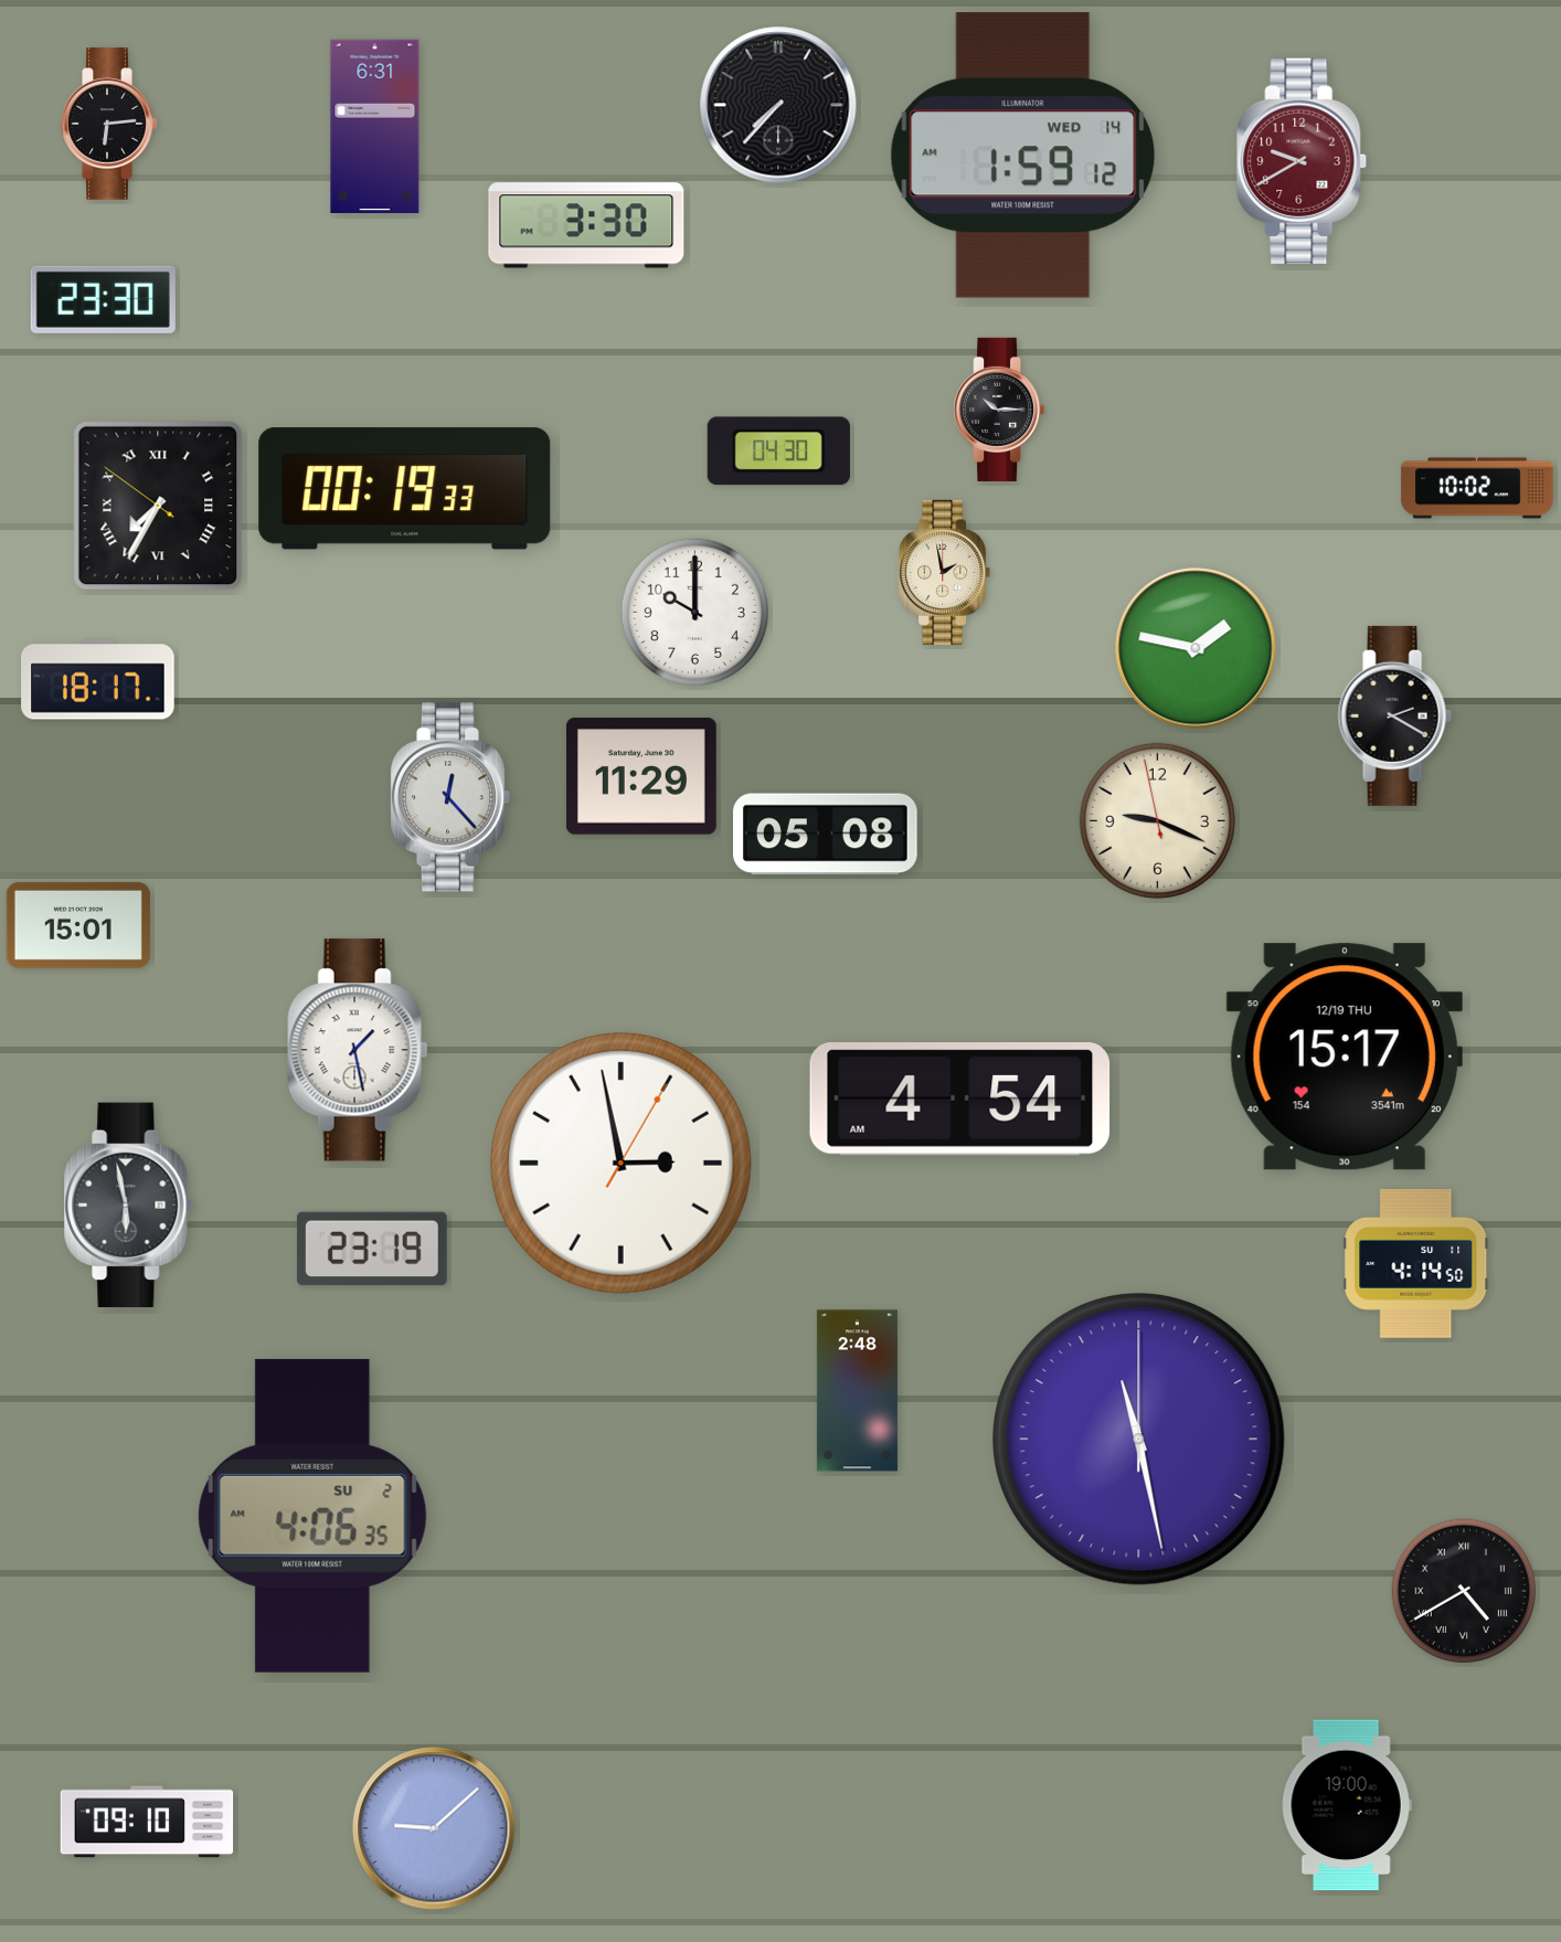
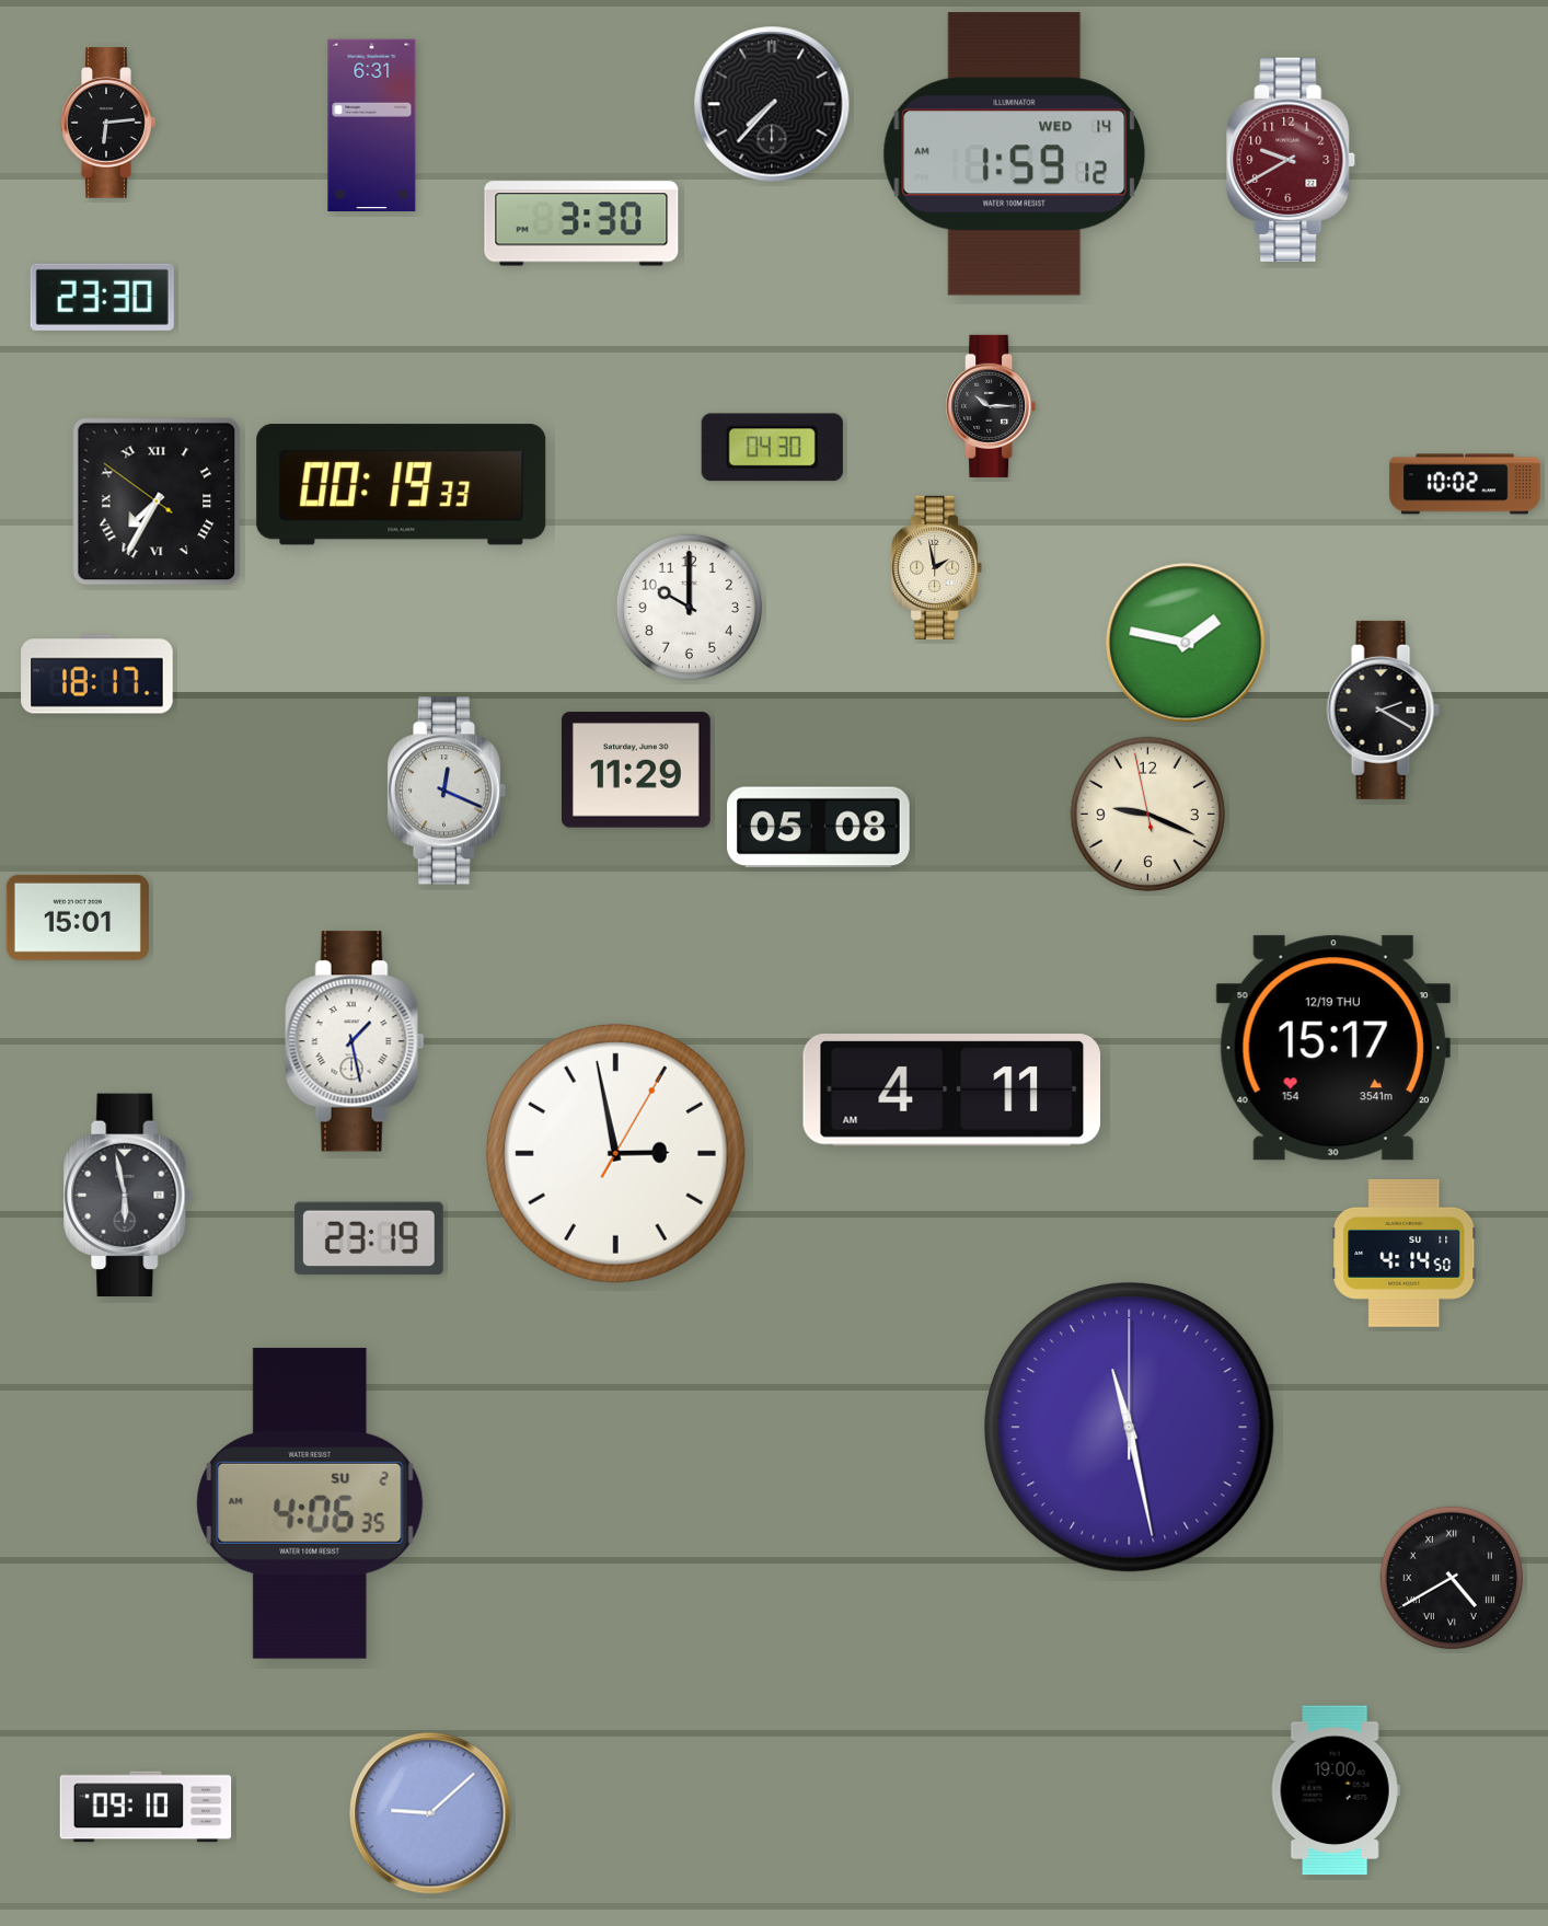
clock at (450, 797): 12:23 -> 12:19
clock at (960, 1100): 4:54 -> 4:11
clock at (857, 1391): 2:48 -> none
